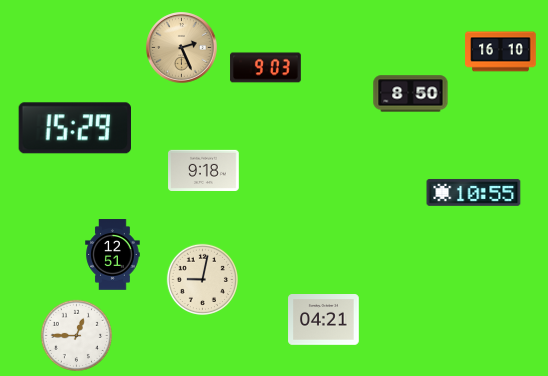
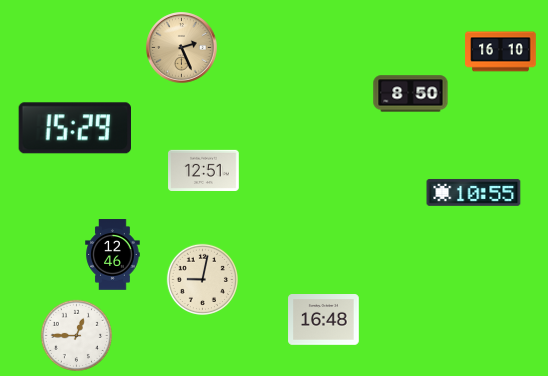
clock at (266, 68): 9:03 -> none
clock at (204, 170): 9:18 -> 12:51
clock at (113, 255): 12:51 -> 12:46
clock at (324, 320): 04:21 -> 16:48
